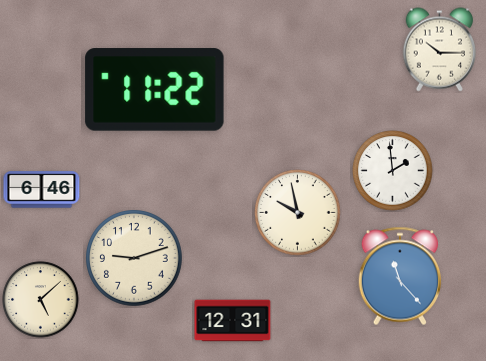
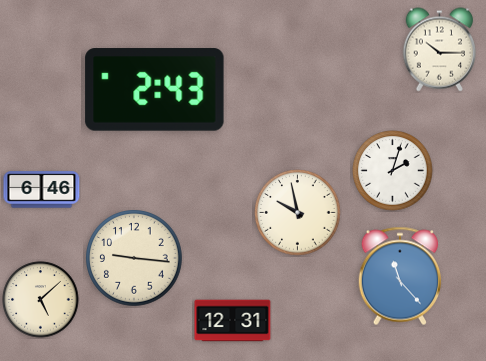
clock at (155, 90): 11:22 -> 2:43
clock at (393, 171): 1:59 -> 2:03
clock at (134, 258): 9:12 -> 9:16
